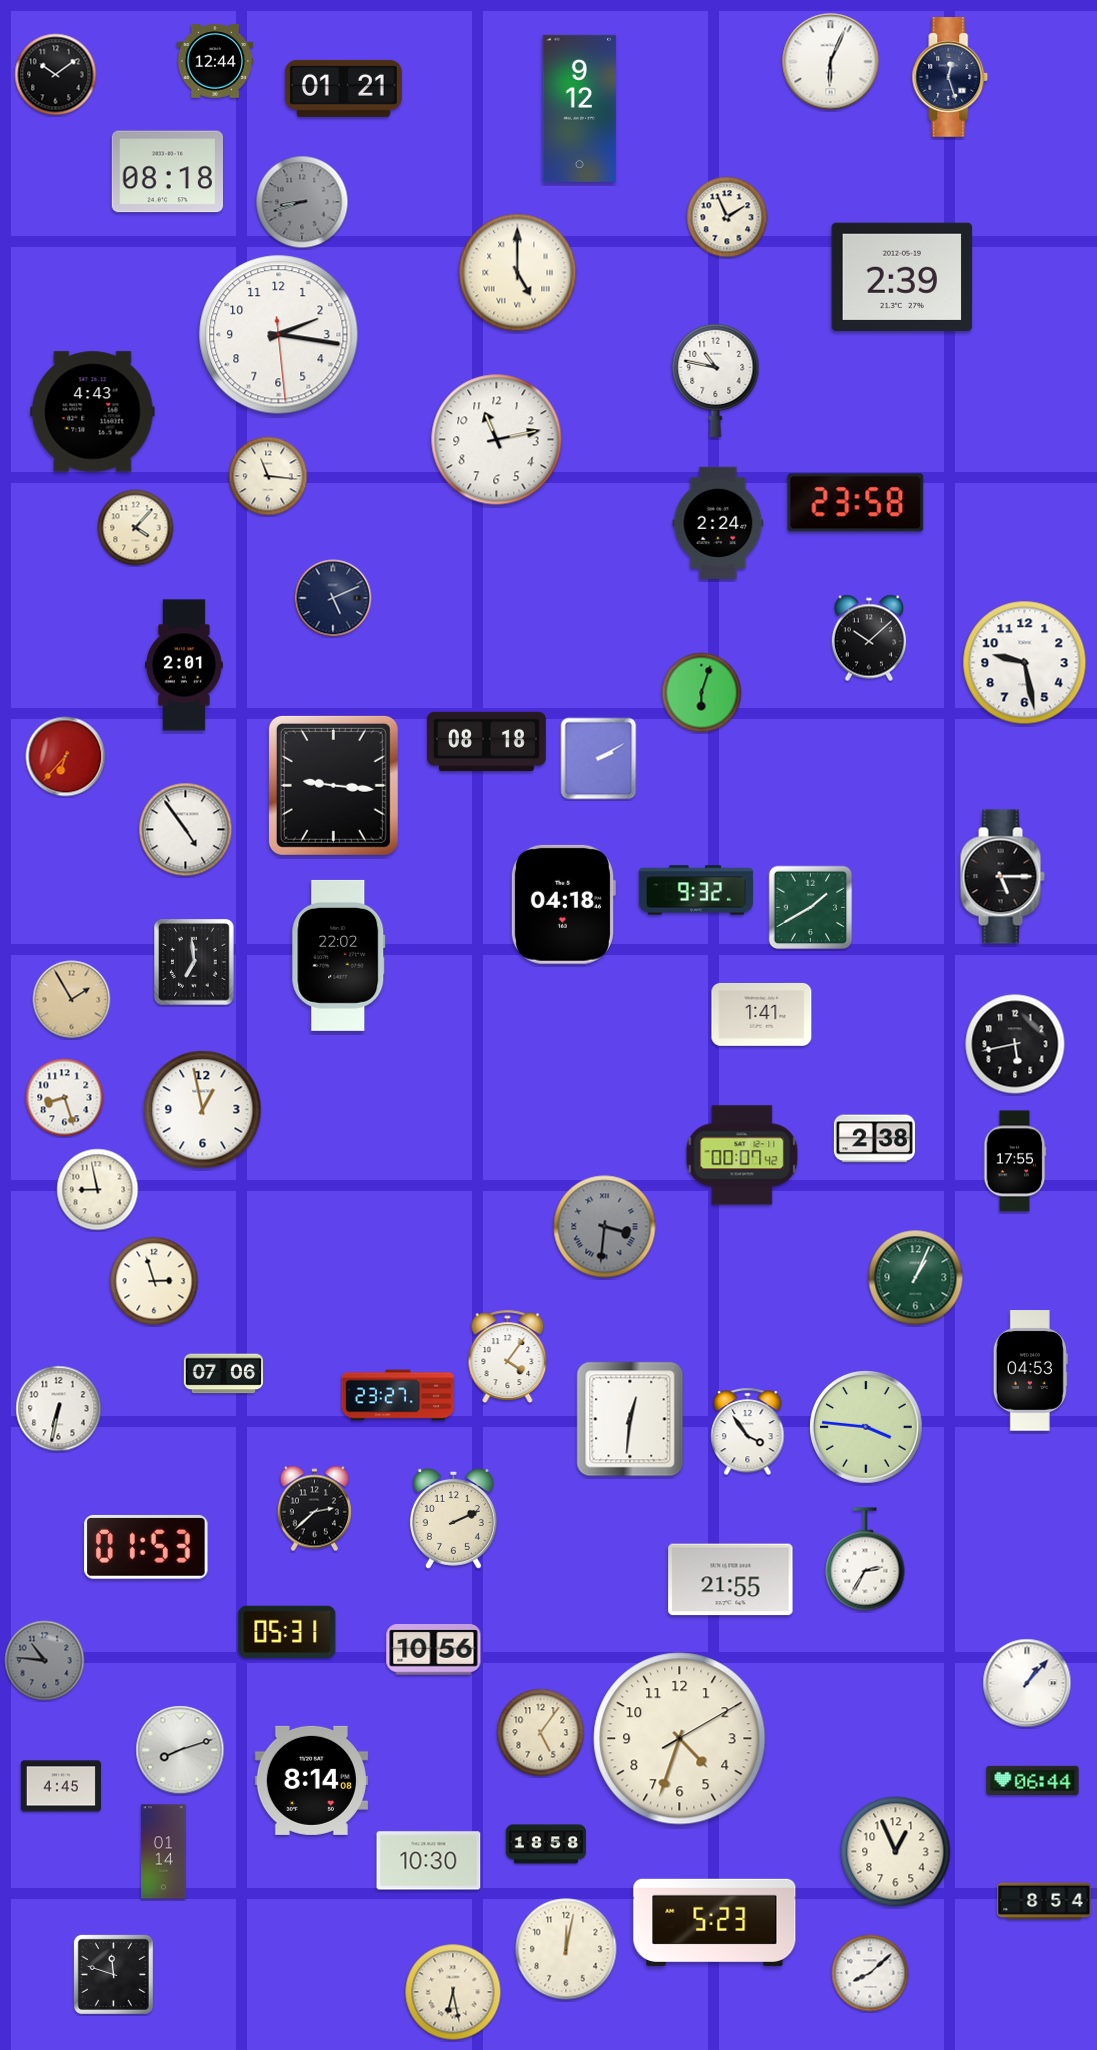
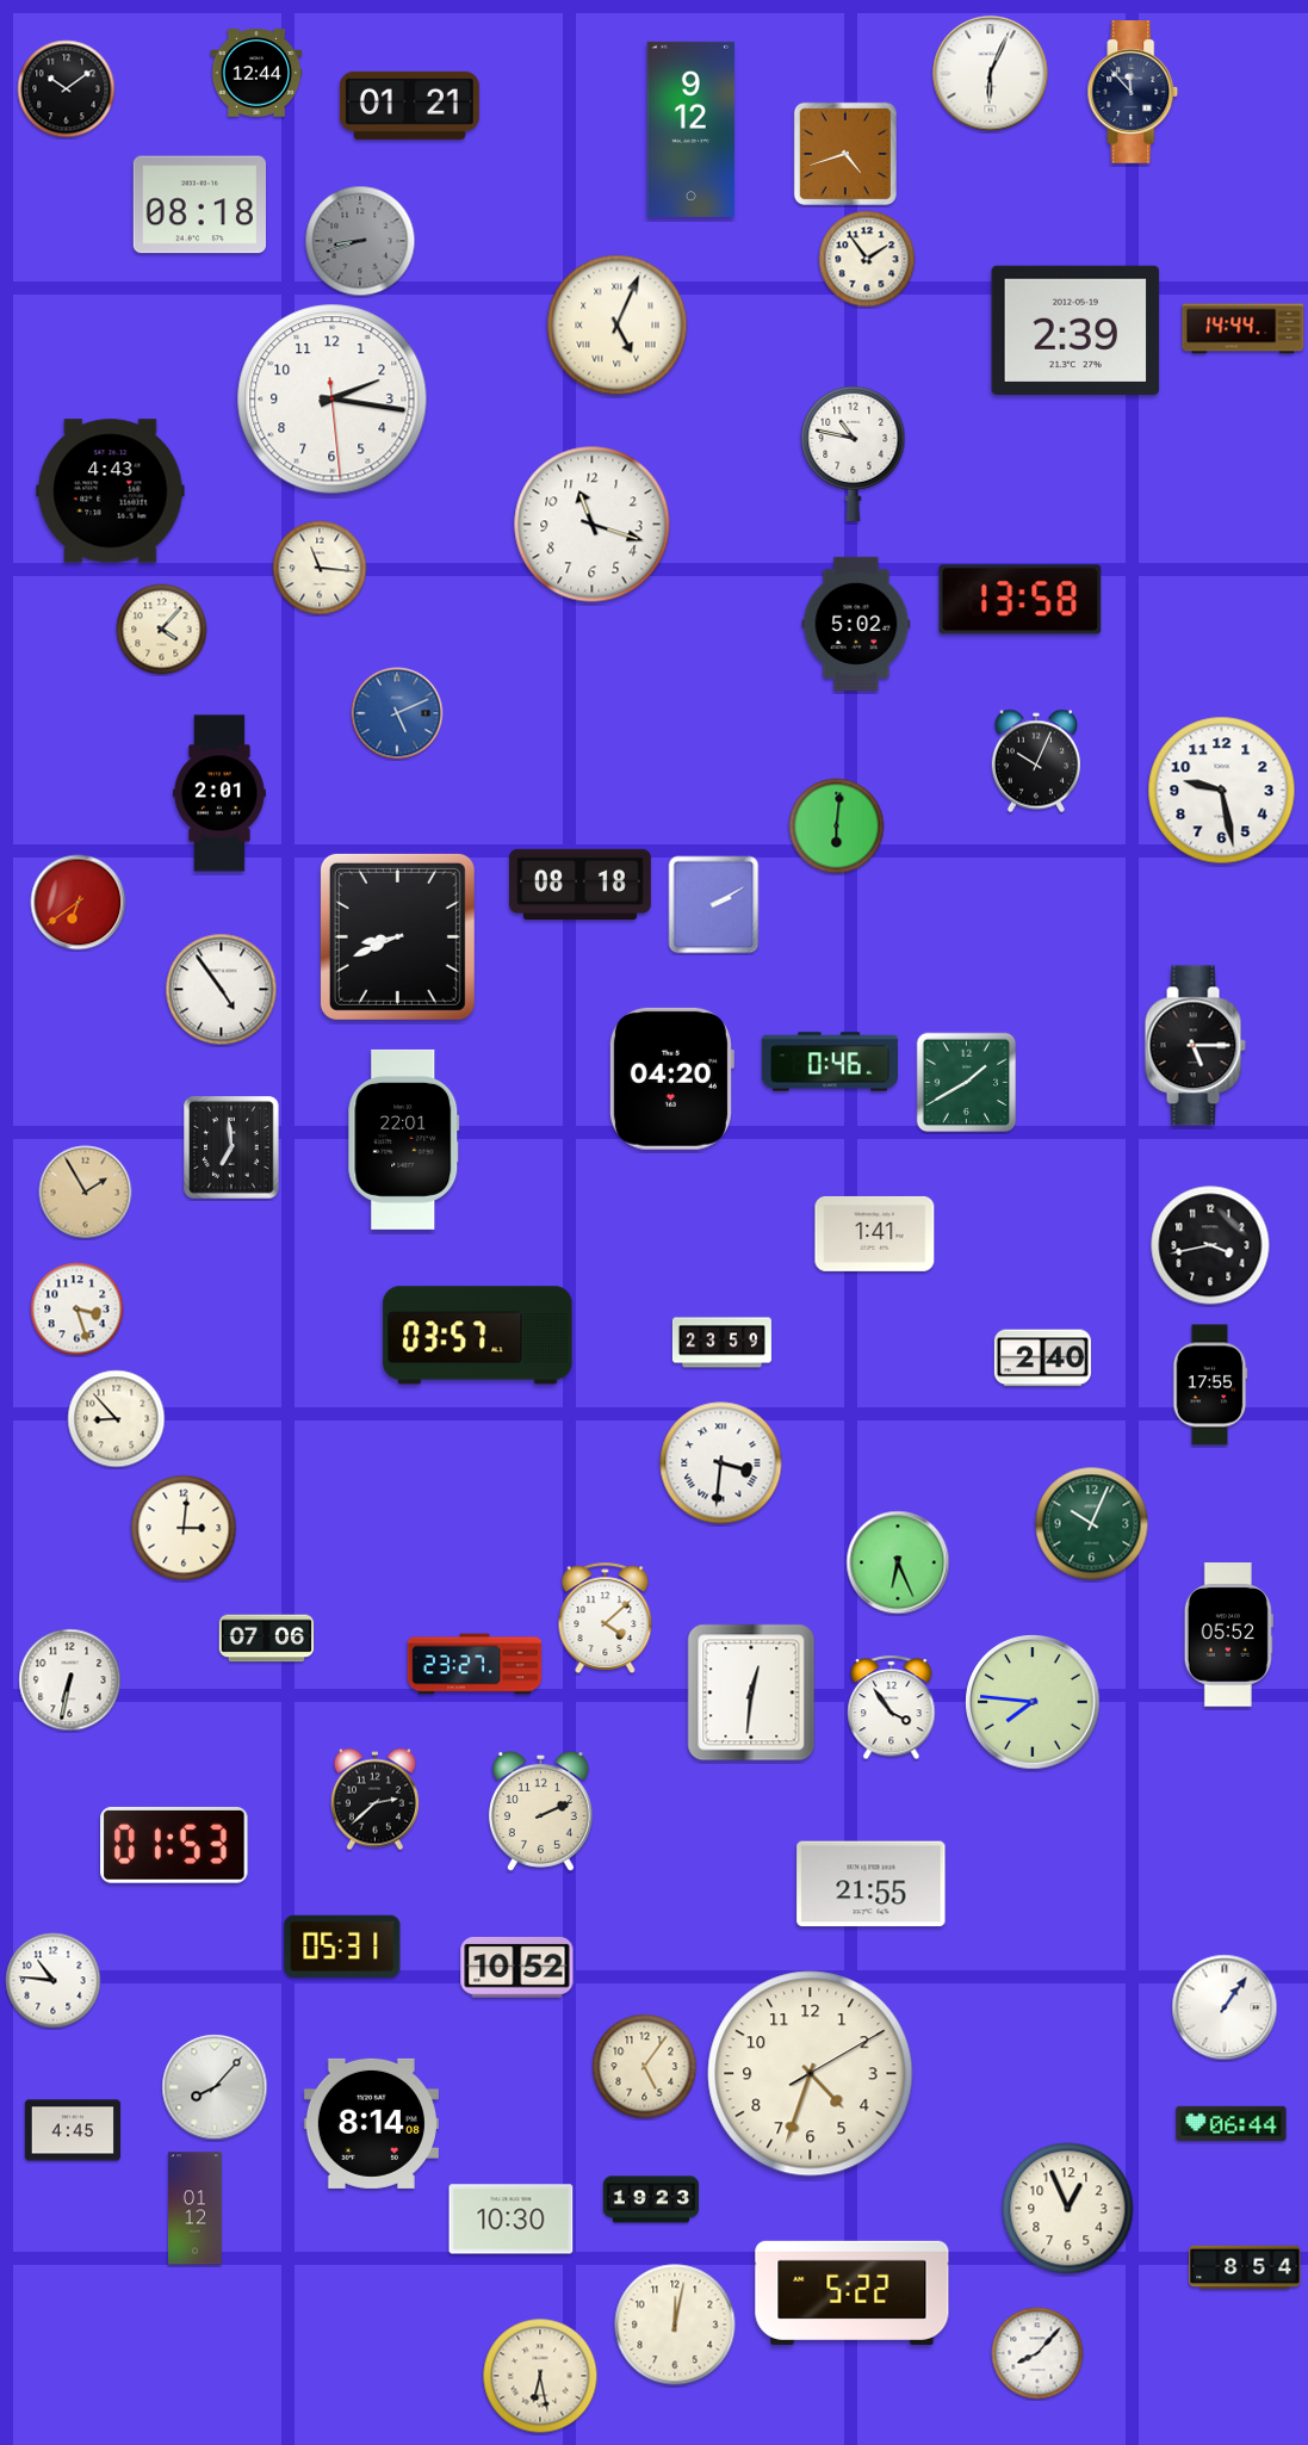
clock at (950, 78): 12:27 -> 11:53
clock at (845, 154): none -> 4:42
clock at (727, 217): 1:56 -> 1:54
clock at (518, 273): 5:00 -> 5:04
clock at (1244, 329): none -> 14:44
clock at (497, 440): 11:13 -> 11:18
clock at (856, 503): 23:58 -> 13:58
clock at (718, 522): 2:24 -> 5:02
clock at (333, 598) dial: navy -> blue
clock at (868, 638): 10:08 -> 10:04
clock at (702, 693): 6:03 -> 6:01
clock at (66, 757): 6:37 -> 6:39
clock at (333, 785): 9:16 -> 8:41
clock at (696, 890): 9:32 -> 0:46
clock at (563, 904): 04:18 -> 04:20
clock at (339, 955): 22:02 -> 22:01
clock at (762, 1014) position: (762, 1014) -> (875, 1233)
clock at (1015, 1044): 5:43 -> 3:43
clock at (65, 1098): 8:27 -> 3:27
clock at (203, 1110): 12:58 -> none
clock at (478, 1336): none -> 03:57
clock at (721, 1343): none -> 23:59
clock at (874, 1139): 2:38 -> 2:40
clock at (742, 1155): 00:07 -> none
clock at (98, 1190): 8:58 -> 8:53
clock at (605, 1227) dial: grey -> white
clock at (916, 1278): 1:04 -> 10:04
clock at (154, 1281): 2:57 -> 3:01
clock at (898, 1562): none -> 6:26
clock at (508, 1356): 4:06 -> 4:08
clock at (1030, 1371): 04:53 -> 05:52
clock at (866, 1427): 3:46 -> 7:46
clock at (865, 1559): 2:35 -> none
clock at (434, 1650): 10:56 -> 10:52
clock at (45, 1661) dial: grey -> white
clock at (1027, 1683): 1:07 -> 1:06
clock at (180, 1750): 8:12 -> 8:07
clock at (545, 1844): 18:58 -> 19:23
clock at (163, 1852): 01:14 -> 01:12
clock at (715, 1922): 5:23 -> 5:22
clock at (870, 1973): 8:08 -> 8:07
clock at (113, 1974): 11:48 -> none
